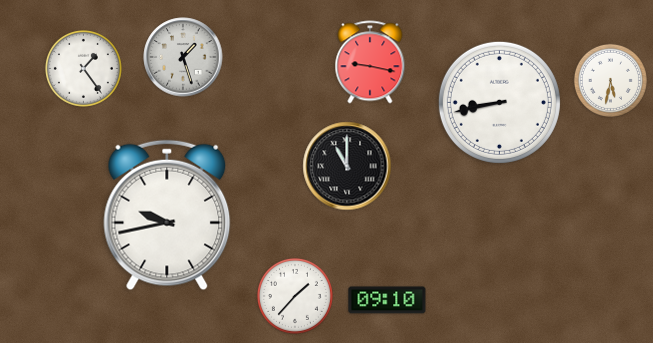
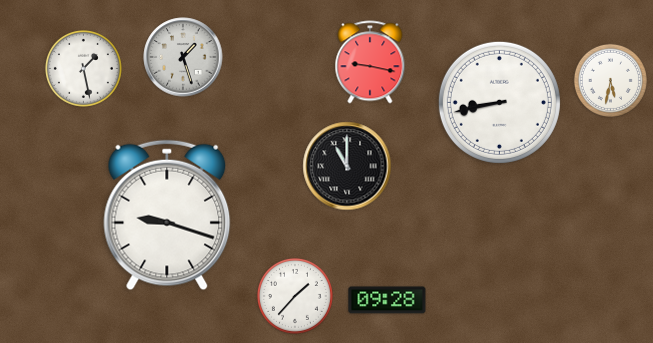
clock at (83, 68): 1:24 -> 1:28
clock at (167, 215): 9:43 -> 9:18
clock at (387, 300): 09:10 -> 09:28
